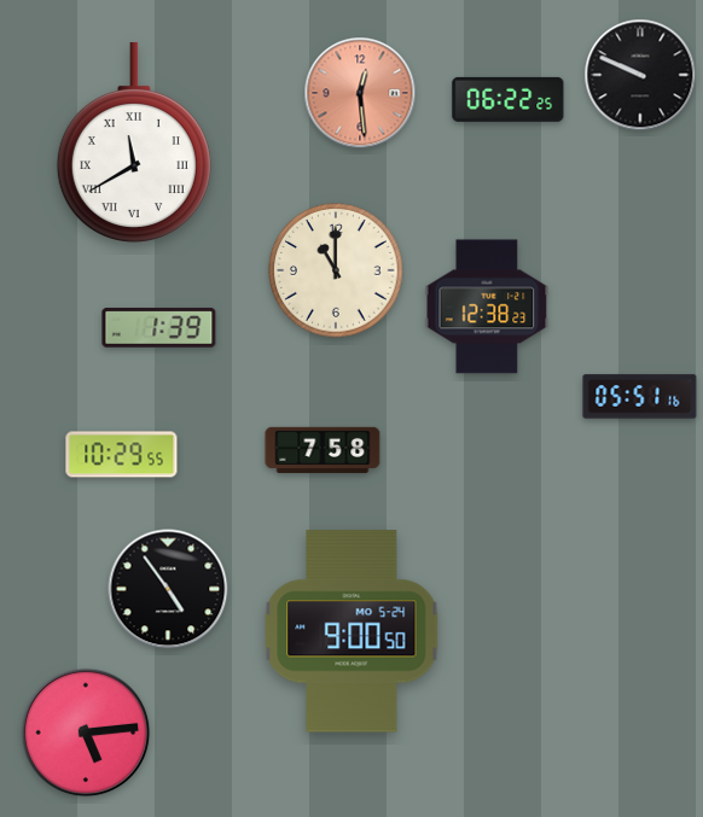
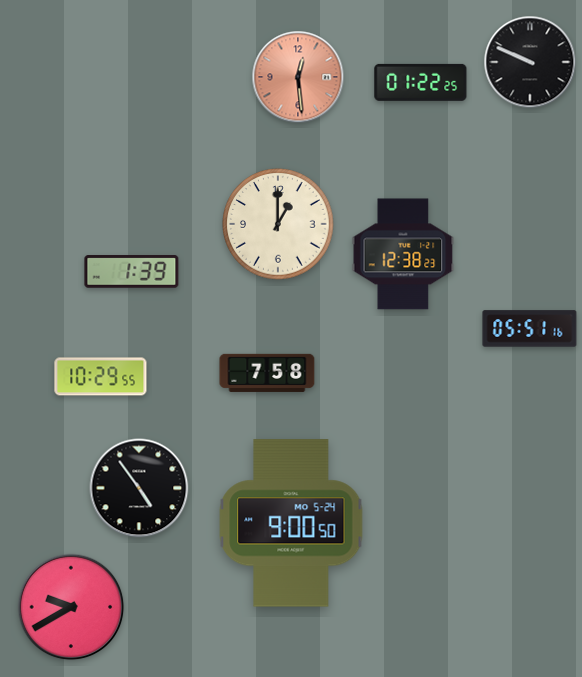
clock at (509, 99): 06:22 -> 01:22
clock at (134, 141): 11:40 -> none
clock at (336, 270): 11:00 -> 1:00
clock at (86, 733): 5:14 -> 9:40
